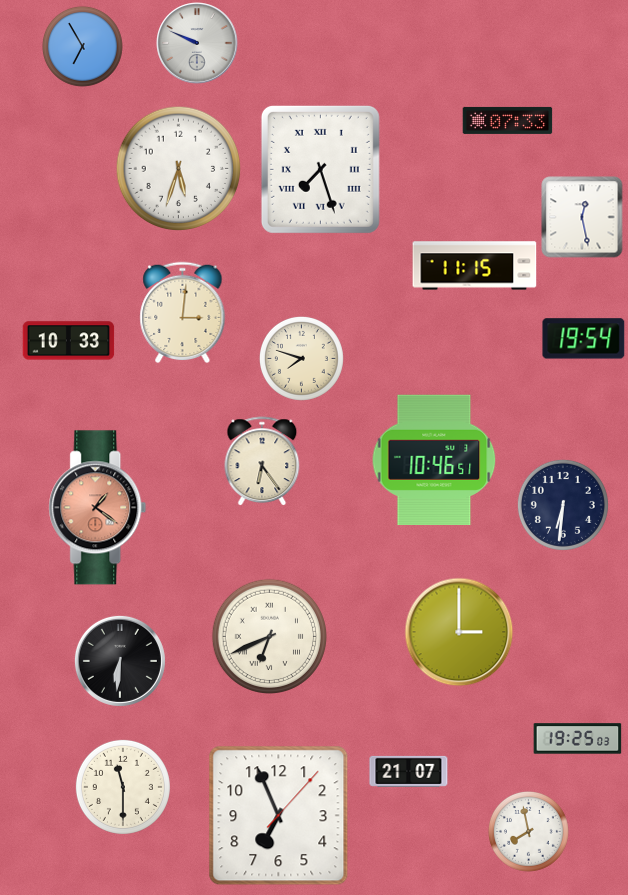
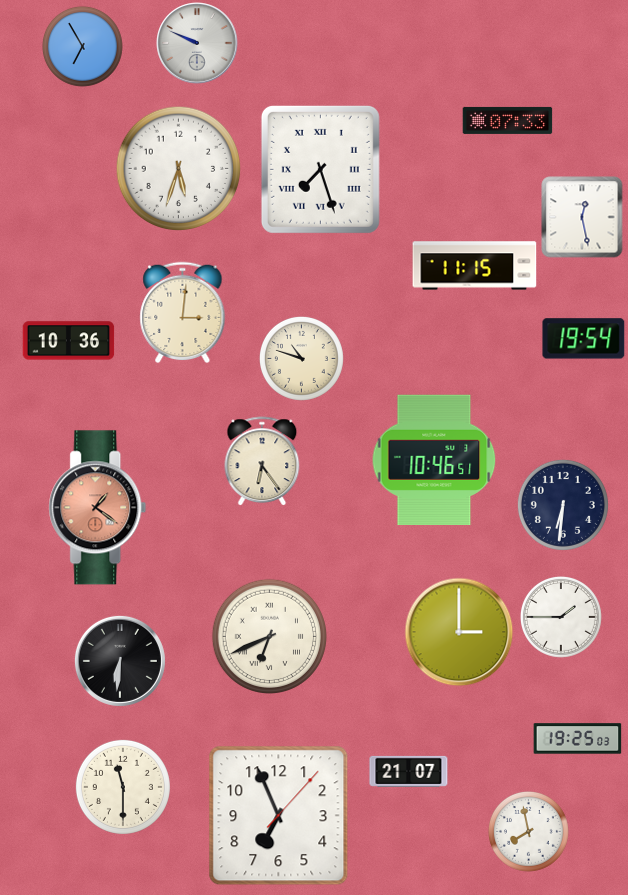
clock at (69, 341): 10:33 -> 10:36
clock at (301, 358): 7:48 -> 10:48
clock at (561, 617): none -> 1:45
